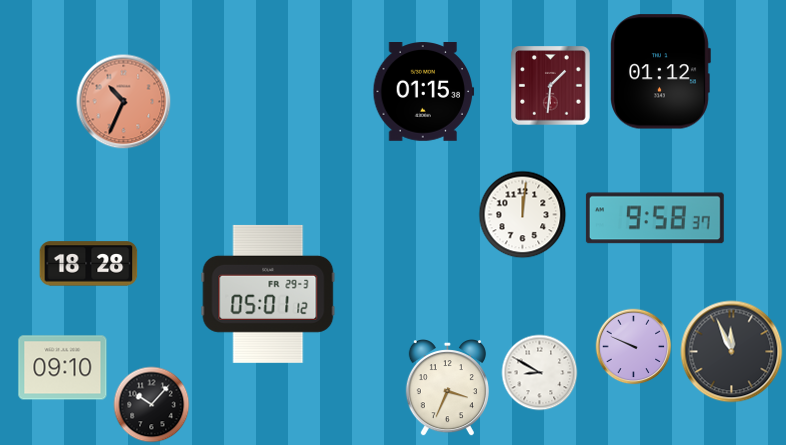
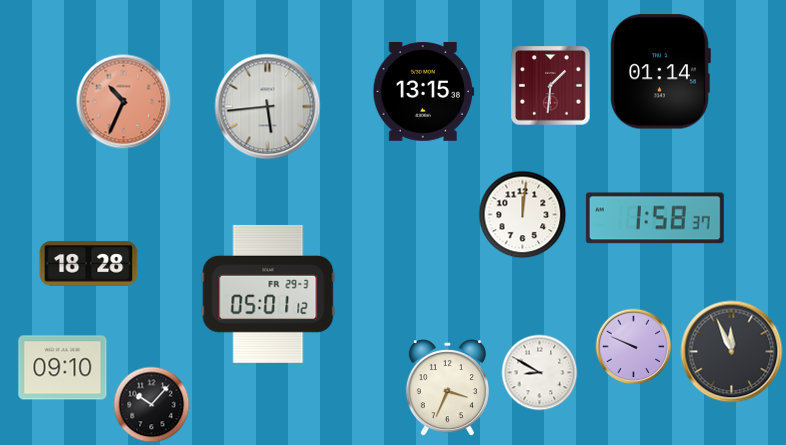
clock at (660, 72): 01:12 -> 01:14
clock at (424, 92): 01:15 -> 13:15
clock at (268, 107): none -> 5:44
clock at (655, 218): 9:58 -> 1:58
